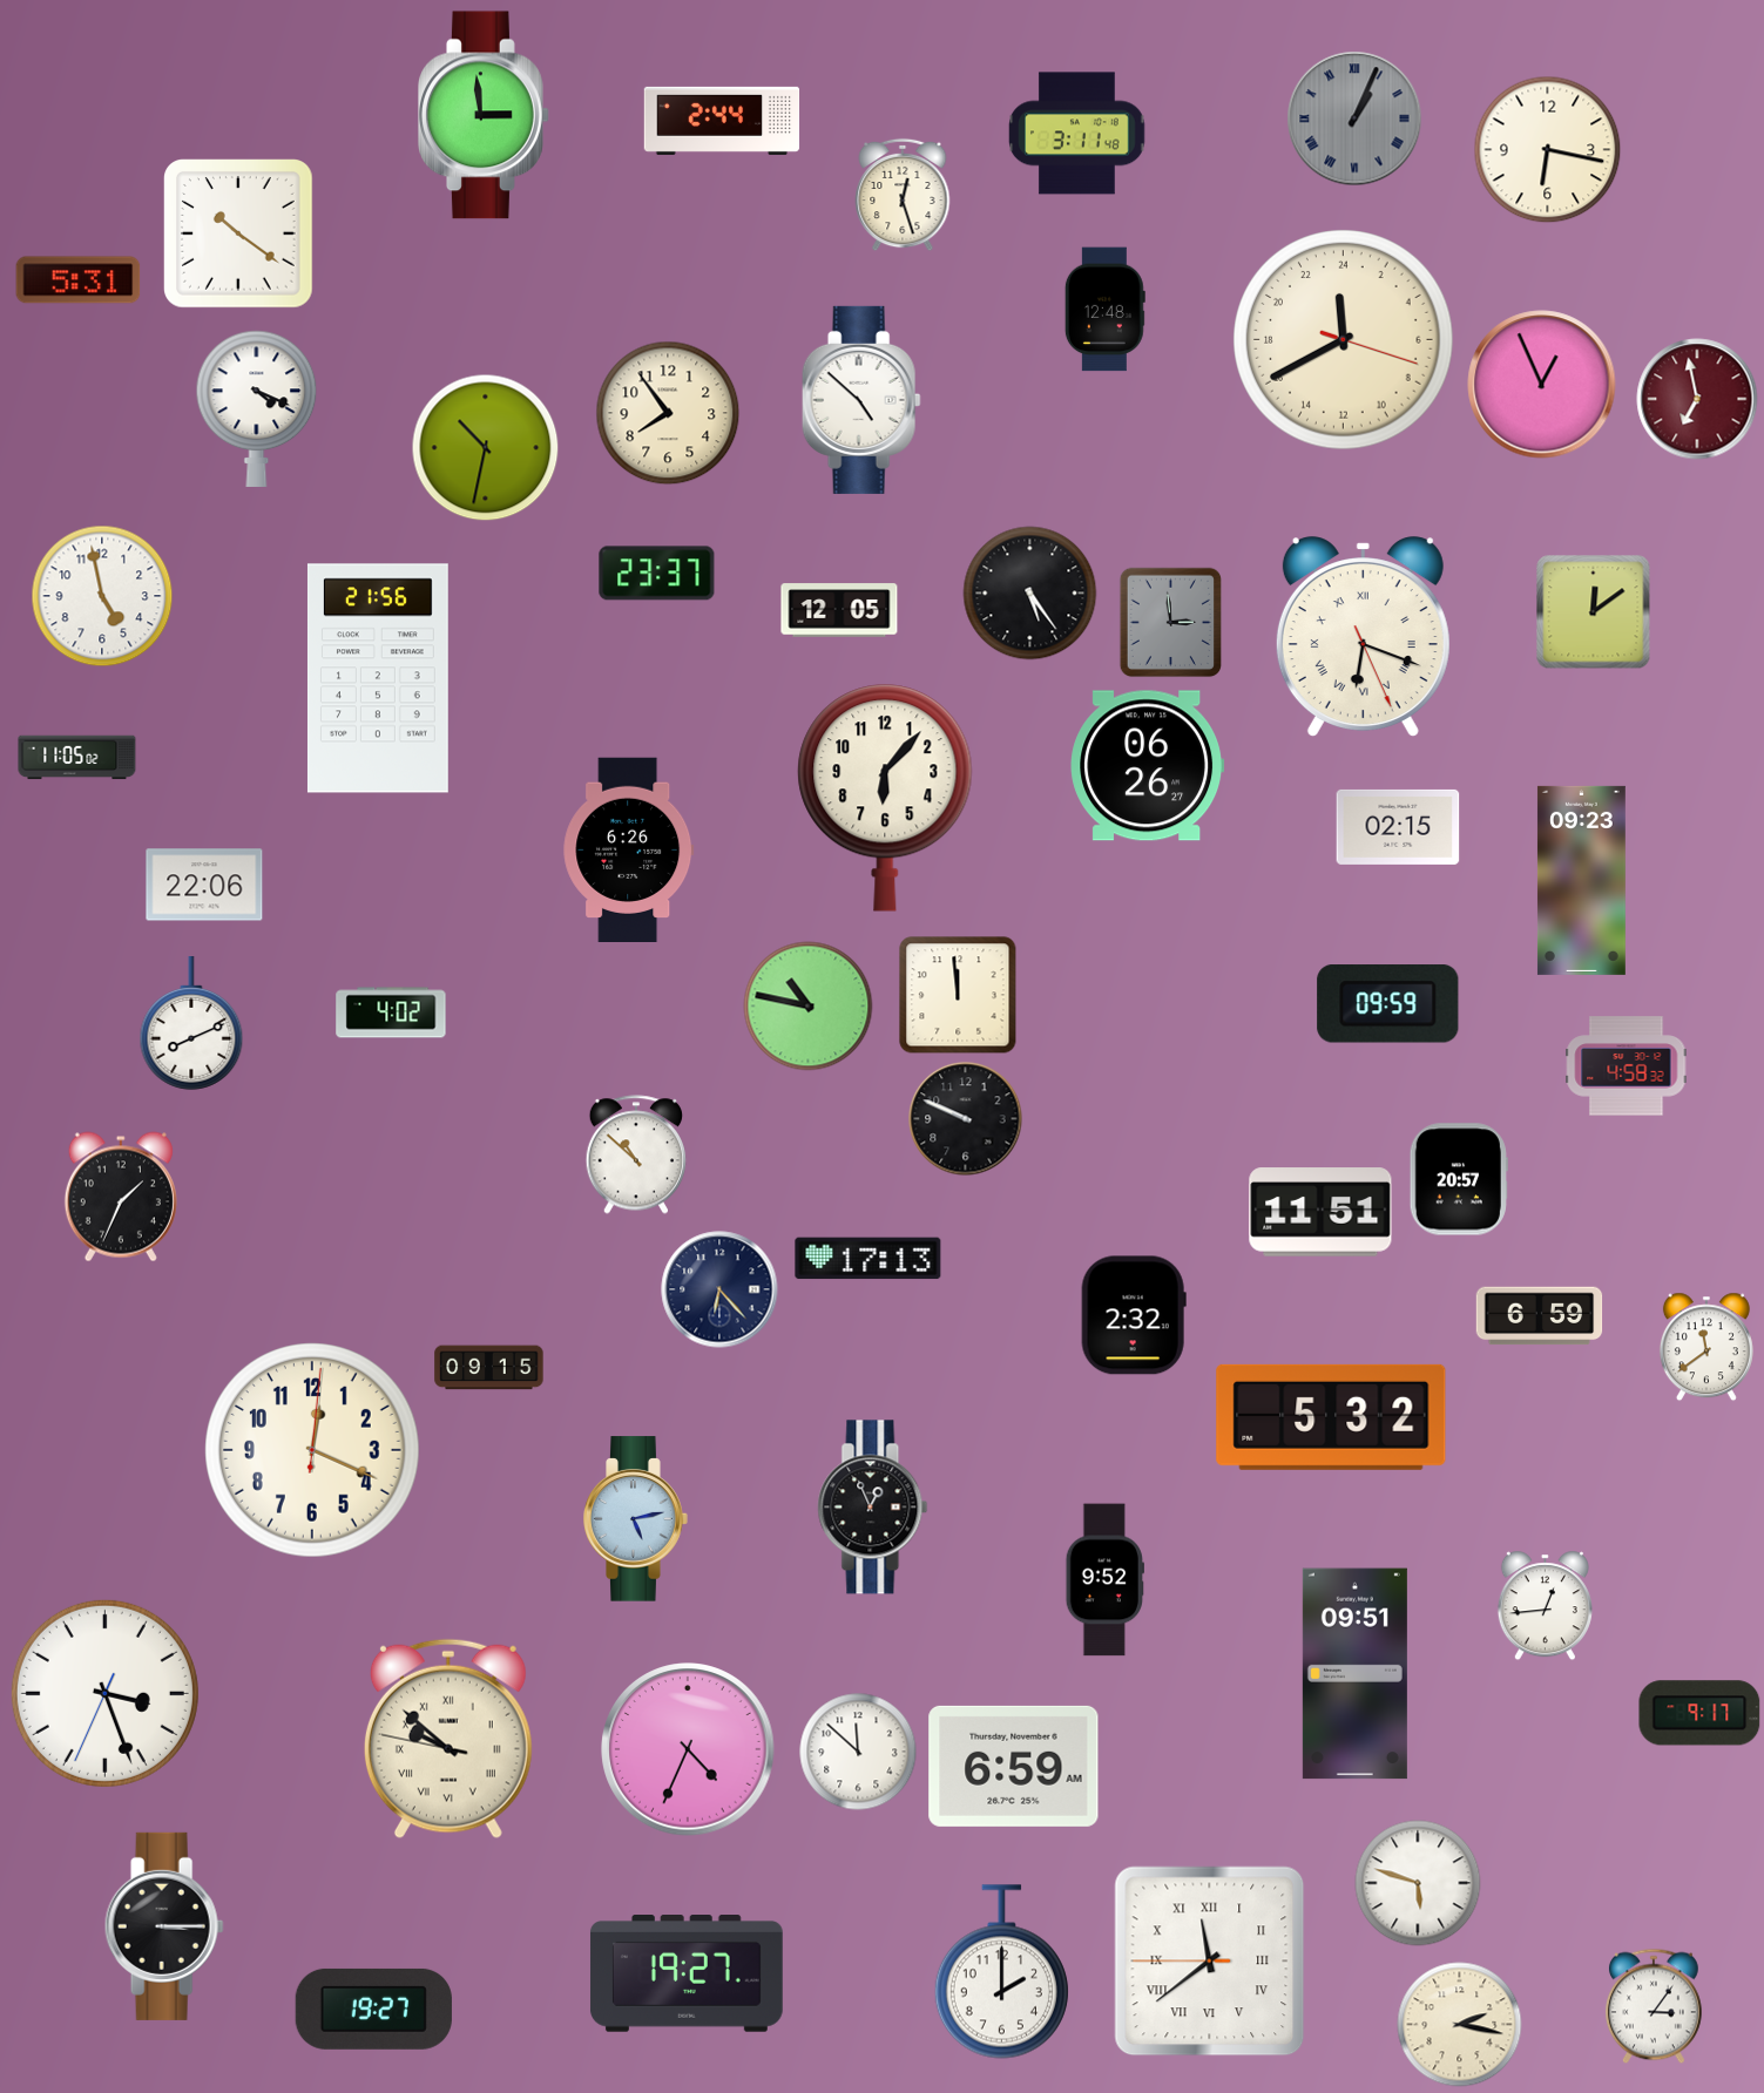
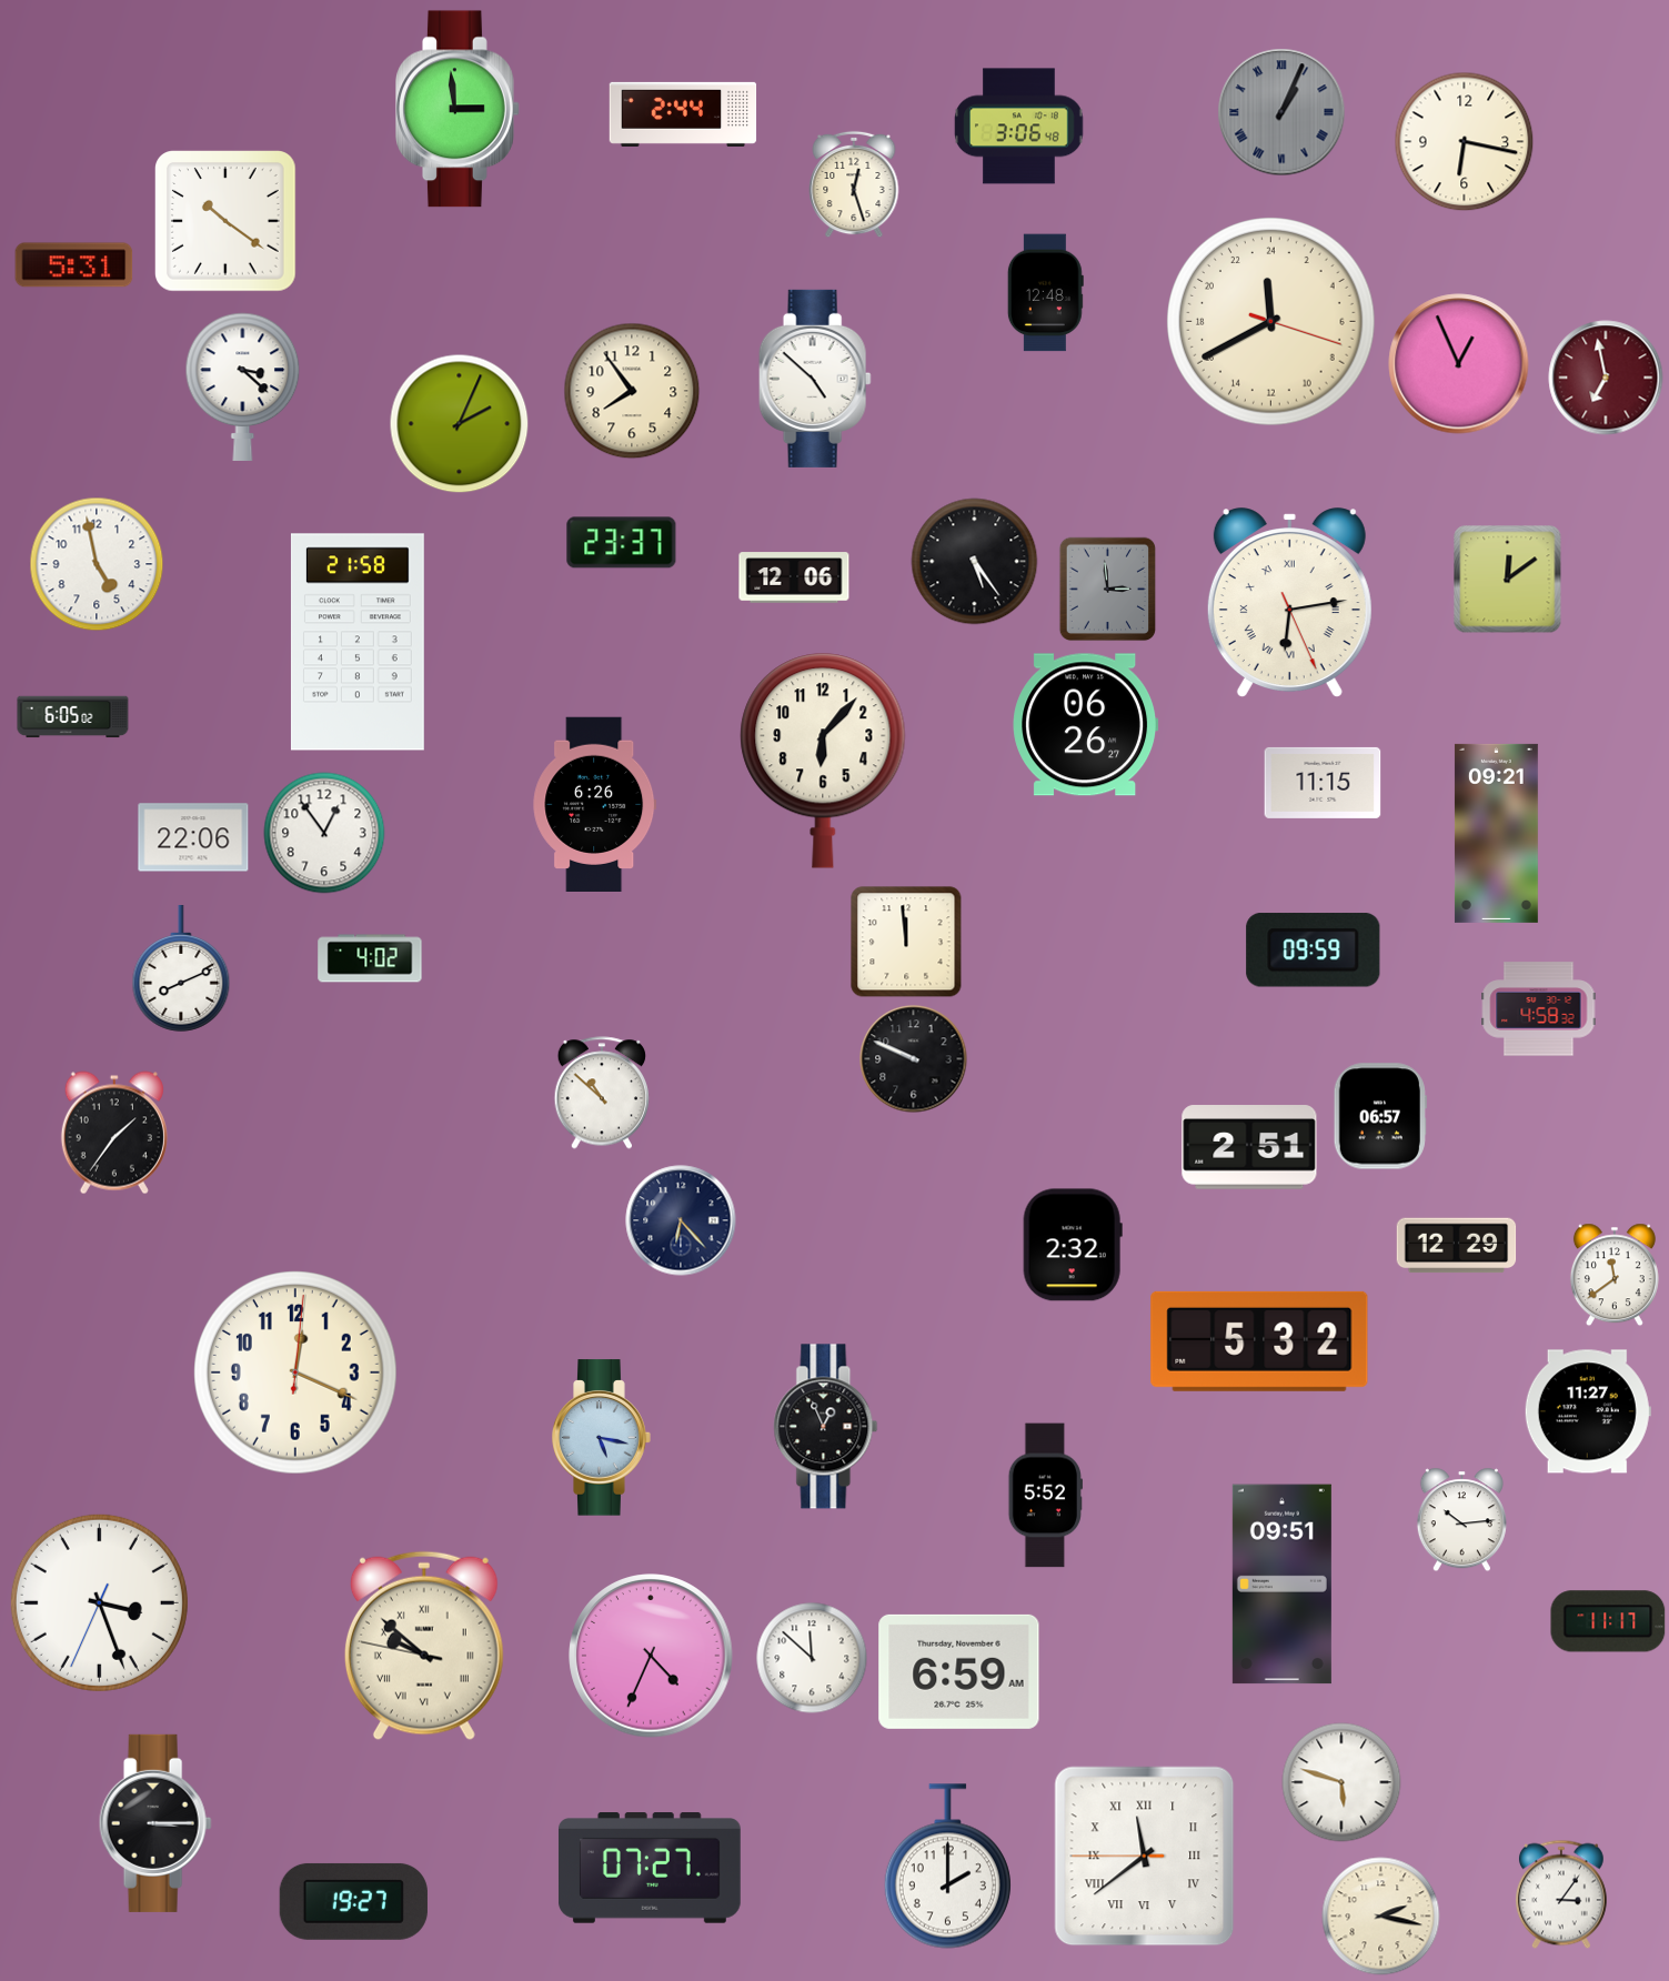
clock at (1077, 134): 3:11 -> 3:06
clock at (257, 408): 4:19 -> 3:22
clock at (486, 448): 10:32 -> 2:04
clock at (839, 610): 12:05 -> 12:06
clock at (1363, 636): 6:18 -> 6:13
clock at (378, 678): 21:56 -> 21:58
clock at (77, 758): 11:05 -> 6:05
clock at (885, 798) position: (885, 798) -> (823, 761)
clock at (1398, 827): 02:15 -> 11:15
clock at (324, 833): none -> 12:54
clock at (1581, 880): 09:23 -> 09:21
clock at (809, 1007): 10:47 -> none
clock at (1459, 1179): 20:57 -> 06:57
clock at (121, 1197): 1:34 -> 1:36
clock at (1320, 1212): 11:51 -> 2:51
clock at (869, 1259): 17:13 -> none
clock at (1540, 1316): 6:59 -> 12:29
clock at (489, 1368): 09:15 -> none
clock at (1588, 1411): none -> 11:27
clock at (636, 1519): 5:13 -> 5:17
clock at (1104, 1580): 9:52 -> 5:52
clock at (1545, 1606): 12:44 -> 10:14
clock at (1699, 1713): 9:17 -> 11:17
clock at (687, 1973): 19:27 -> 07:27
clock at (1654, 2006) position: (1654, 2006) -> (1561, 1894)
